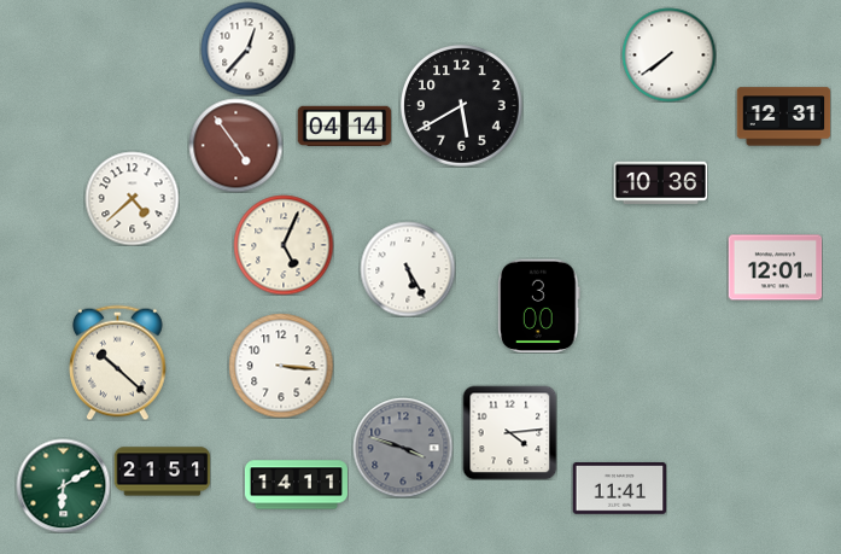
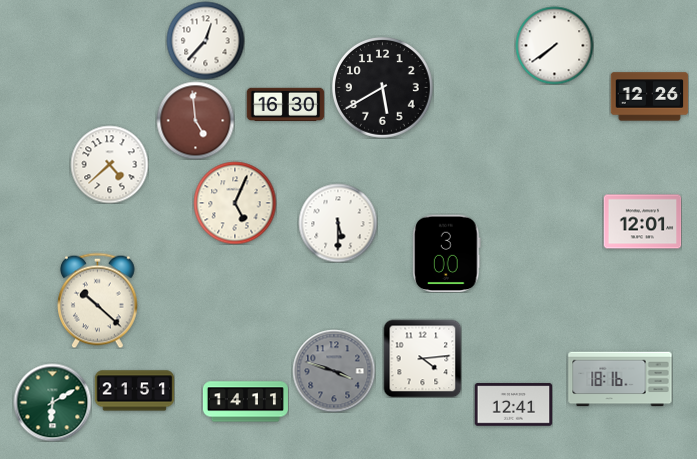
clock at (783, 117): 12:31 -> 12:26
clock at (344, 126): 04:14 -> 16:30
clock at (235, 145): 4:54 -> 4:59
clock at (660, 182): 10:36 -> none
clock at (408, 269): 5:25 -> 5:30
clock at (281, 366): 3:16 -> none
clock at (620, 379): none -> 18:16
clock at (619, 489): 11:41 -> 12:41
